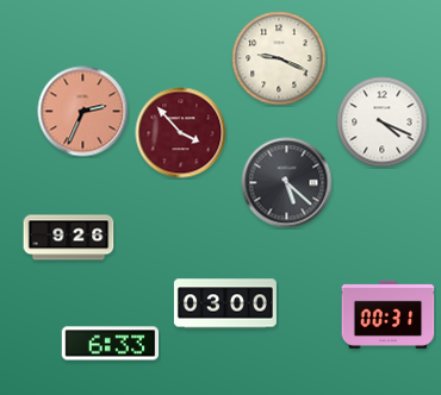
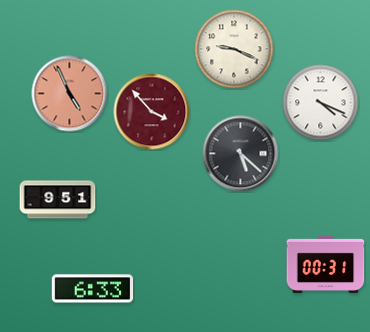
clock at (83, 112): 2:34 -> 4:56
clock at (69, 238): 9:26 -> 9:51
clock at (225, 303): 03:00 -> none
